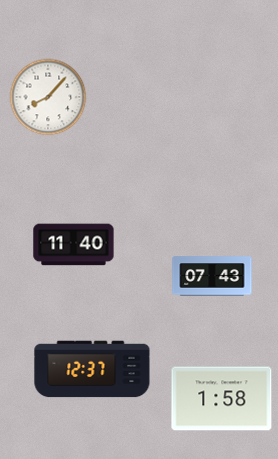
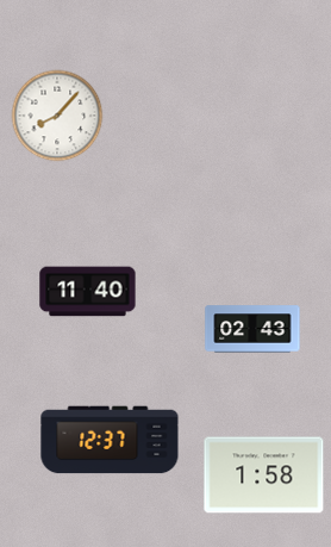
clock at (212, 276): 07:43 -> 02:43
